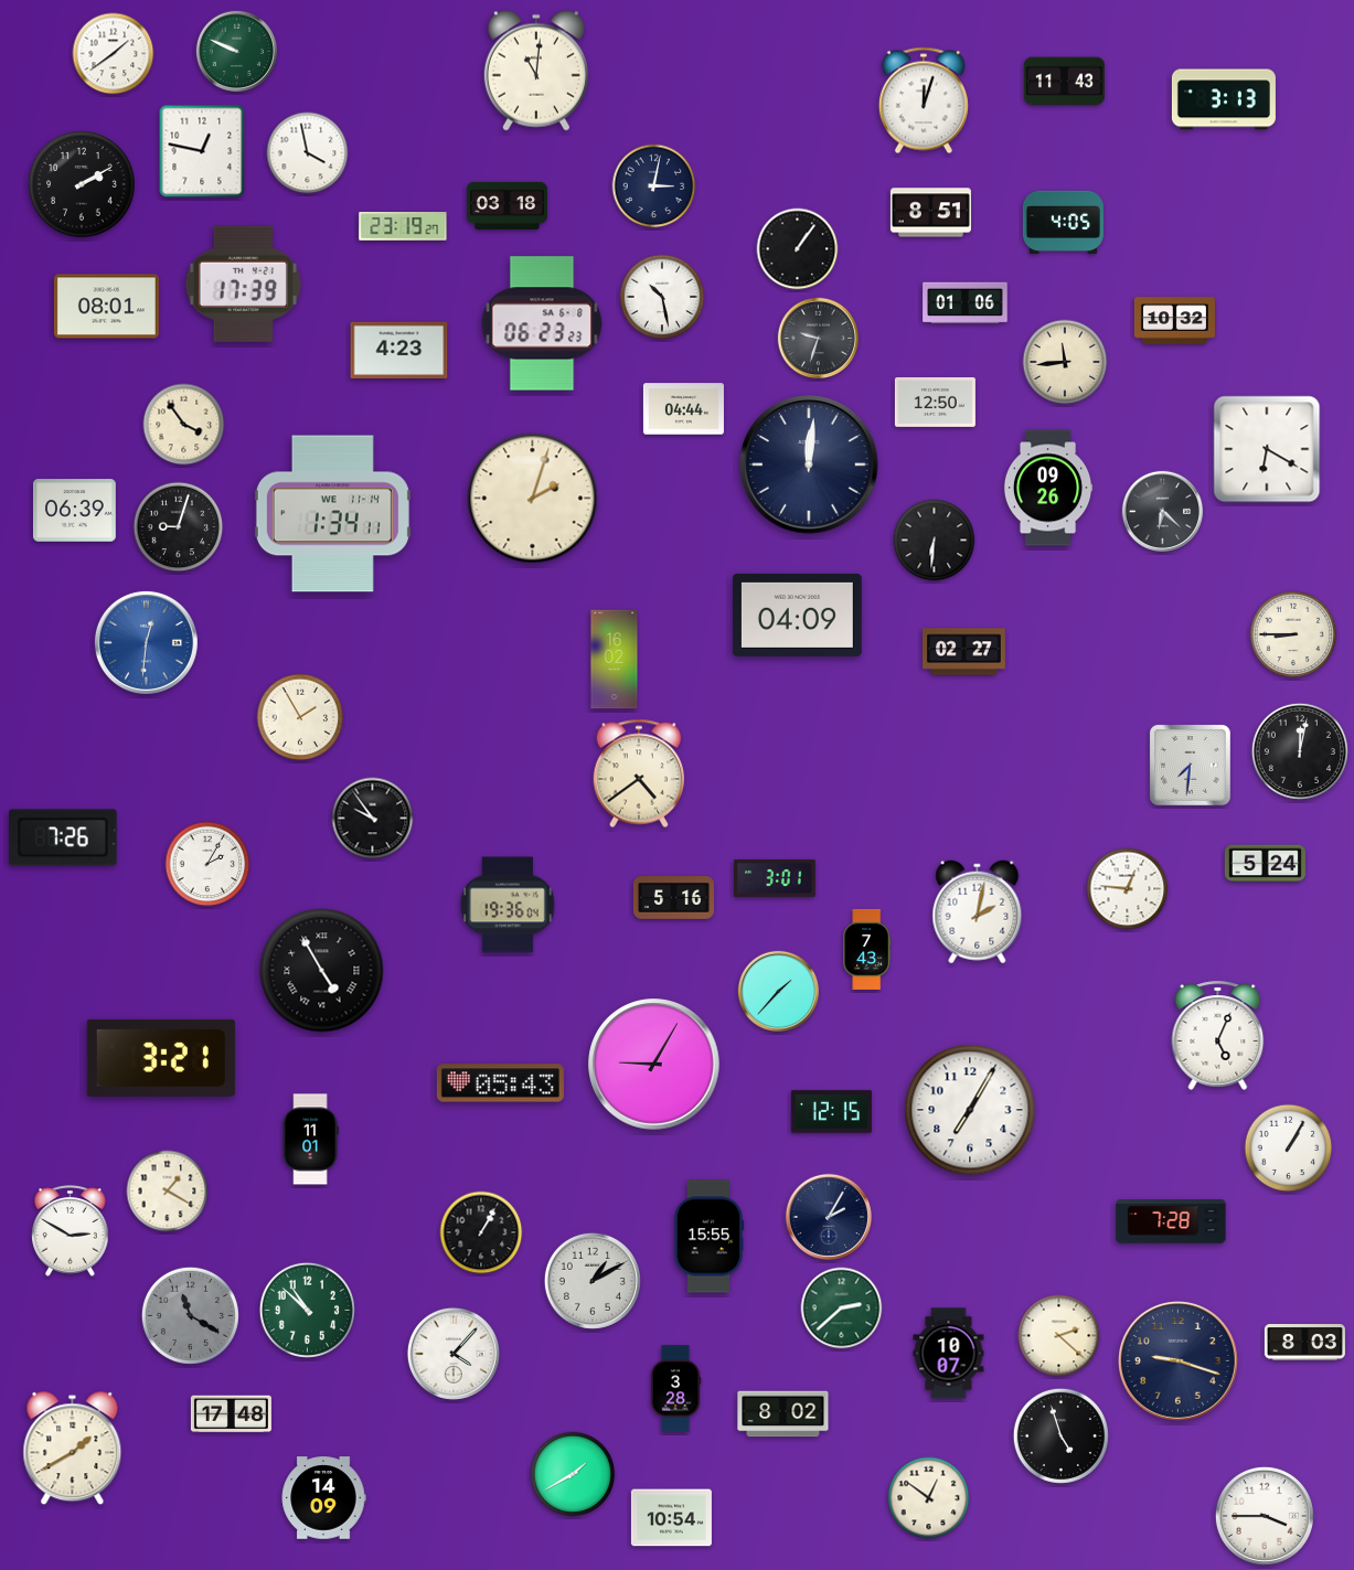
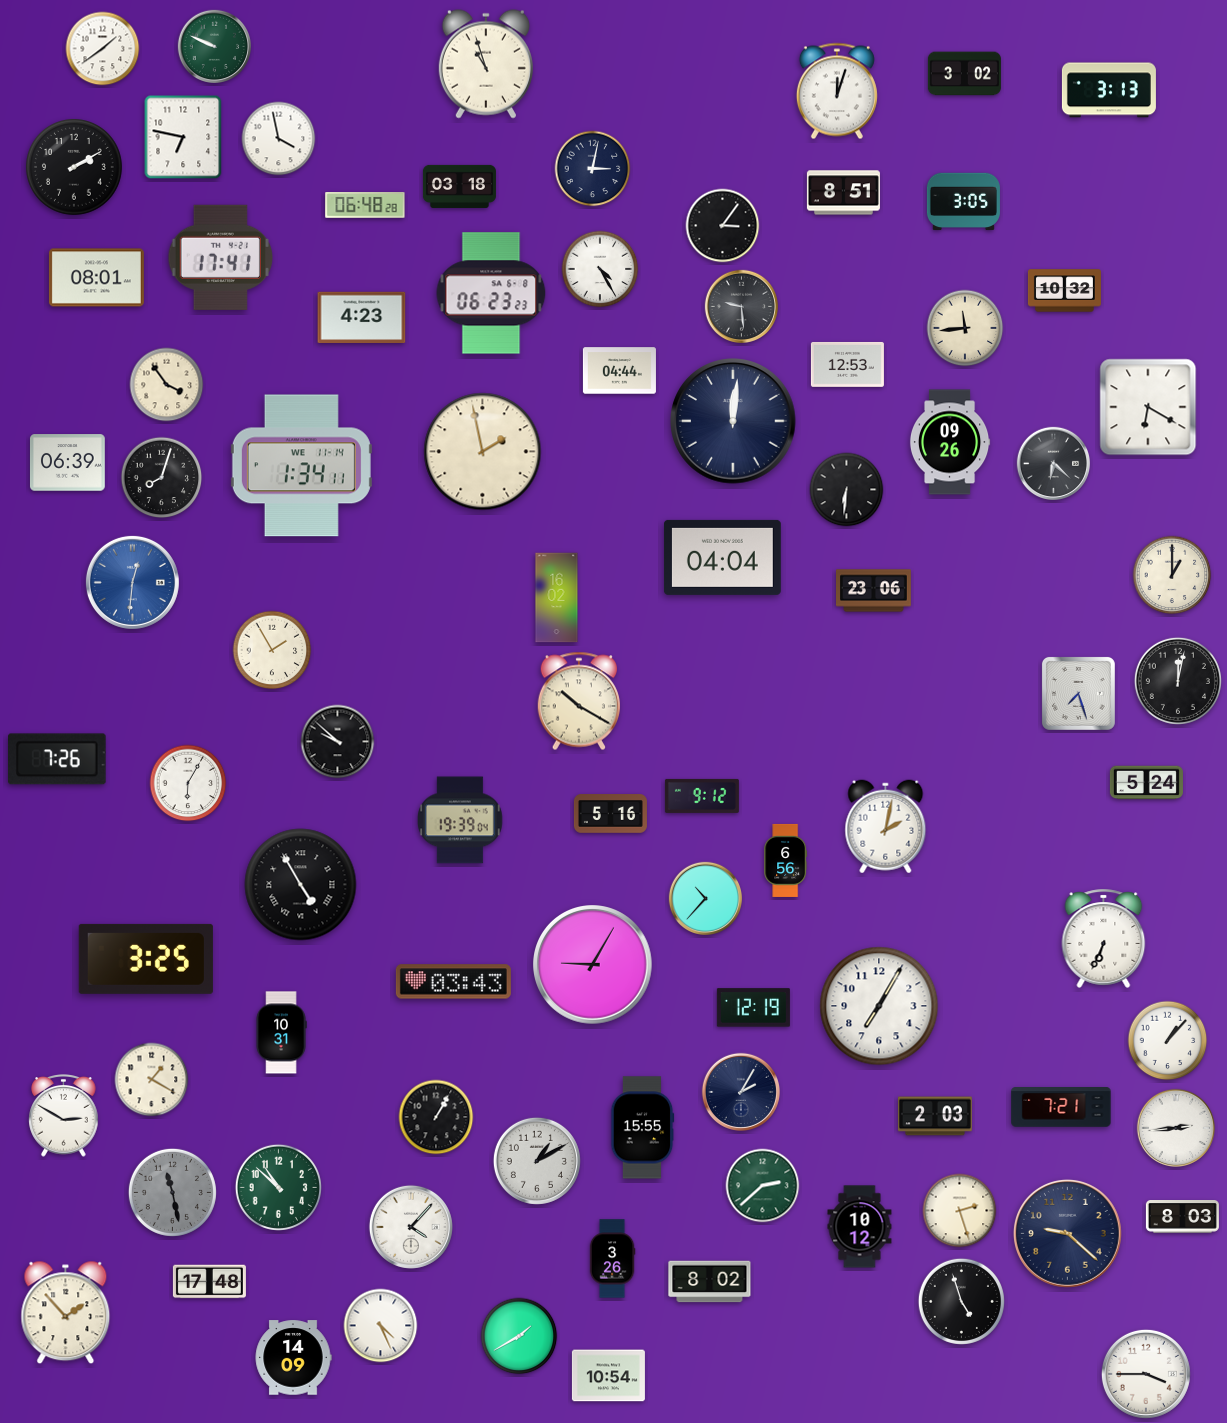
clock at (536, 71): 11:01 -> 10:57
clock at (1064, 82): 11:43 -> 3:02
clock at (202, 151): 12:47 -> 6:47
clock at (1063, 223): 4:05 -> 3:05
clock at (403, 226): 23:19 -> 06:48
clock at (798, 249): 1:06 -> 3:06
clock at (243, 284): 17:39 -> 17:41
clock at (662, 297): 10:28 -> 4:25
clock at (966, 303): 01:06 -> none
clock at (819, 339): 9:33 -> 9:29
clock at (935, 403): 12:50 -> 12:53
clock at (533, 499): 2:03 -> 1:58
clock at (179, 527): 9:03 -> 8:03
clock at (797, 615): 04:09 -> 04:04
clock at (1293, 634): 8:45 -> 1:00
clock at (964, 652): 02:27 -> 23:06
clock at (1190, 765): 7:31 -> 7:27
clock at (638, 773): 4:39 -> 10:20
clock at (373, 819): 9:54 -> 9:52
clock at (207, 864): 2:05 -> 6:05
clock at (775, 878): 3:01 -> 9:12
clock at (1128, 889): 12:46 -> none
clock at (509, 905): 19:36 -> 19:39
clock at (867, 949): 7:43 -> 6:56
clock at (322, 971) position: (322, 971) -> (301, 885)
clock at (779, 992): 1:37 -> 10:37
clock at (1218, 1035): 5:04 -> 6:34
clock at (161, 1058): 3:21 -> 3:25
clock at (500, 1083): 05:43 -> 03:43
clock at (831, 1112): 12:15 -> 12:19
clock at (310, 1140): 11:01 -> 10:31
clock at (1289, 1149): 1:05 -> 1:07
clock at (828, 1216) position: (828, 1216) -> (740, 1091)
clock at (1171, 1222): 7:28 -> 7:21
clock at (935, 1116): none -> 2:03
clock at (708, 1237) position: (708, 1237) -> (642, 1128)
clock at (1175, 1127): none -> 2:44
clock at (190, 1315): 11:20 -> 11:28
clock at (1059, 1336): 2:22 -> 2:27
clock at (949, 1354): 10:07 -> 10:12
clock at (1177, 1360): 9:18 -> 9:22
clock at (675, 1389): 3:28 -> 3:26
clock at (73, 1449): 1:40 -> 1:53
clock at (381, 1326): none -> 4:26
clock at (929, 1498): 12:51 -> none
